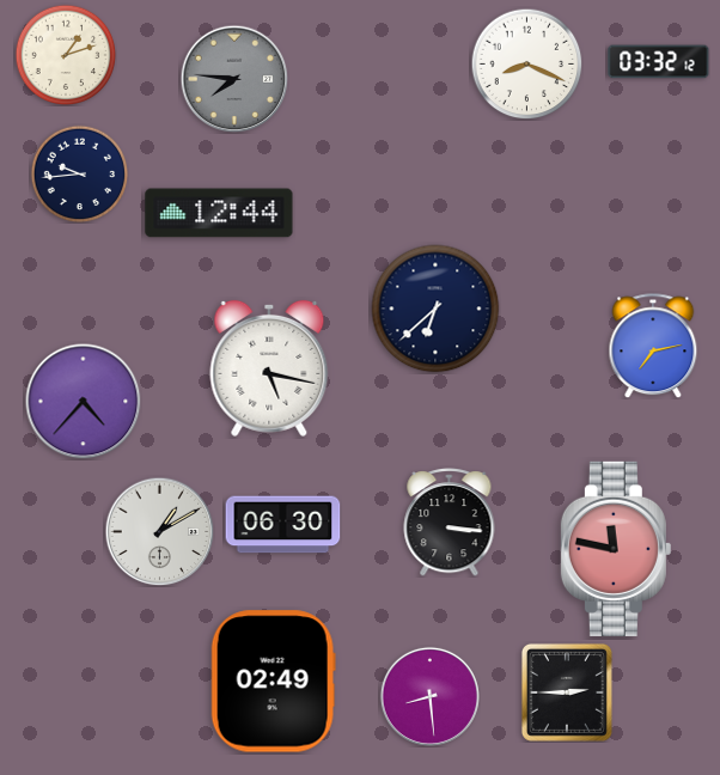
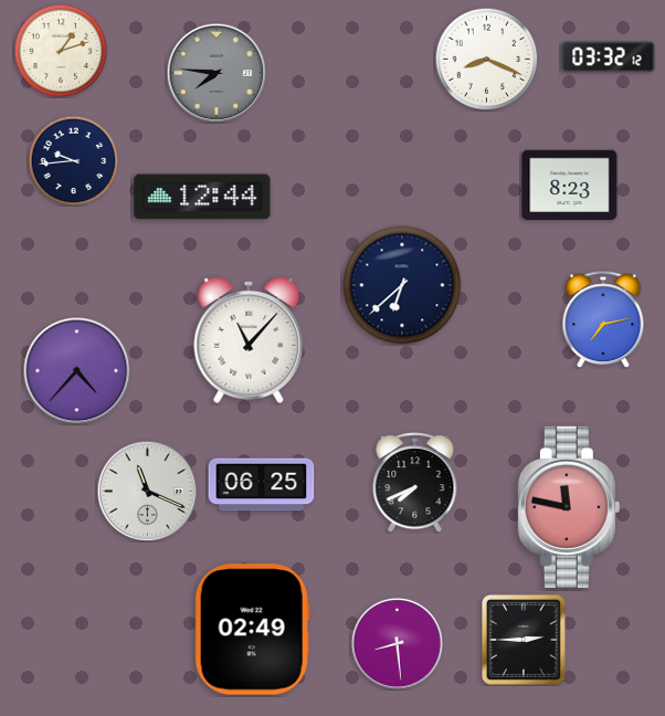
clock at (570, 186): none -> 8:23
clock at (269, 368): 5:17 -> 11:07
clock at (450, 523): 3:16 -> 7:41
clock at (283, 525): 06:30 -> 06:25
clock at (159, 531): 1:10 -> 11:19
